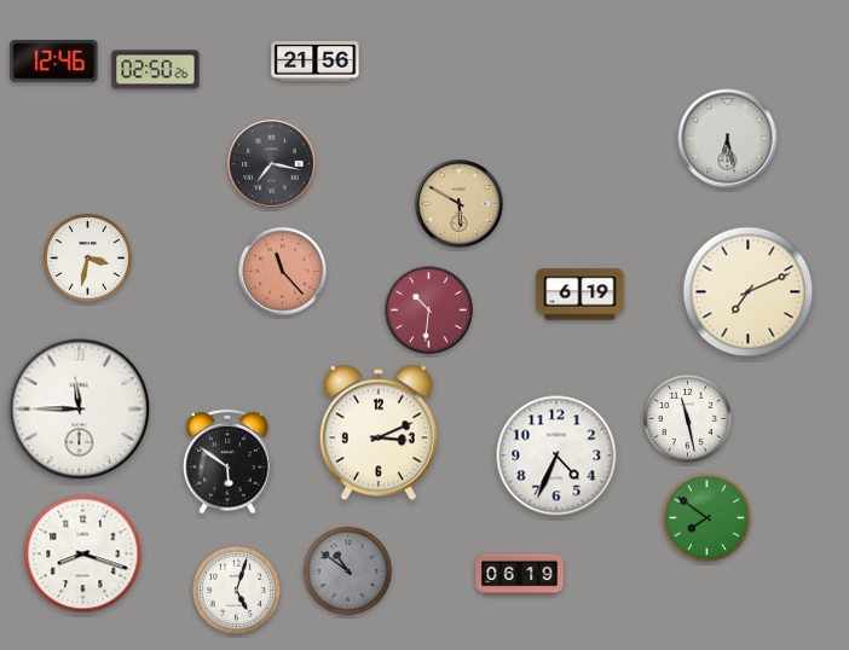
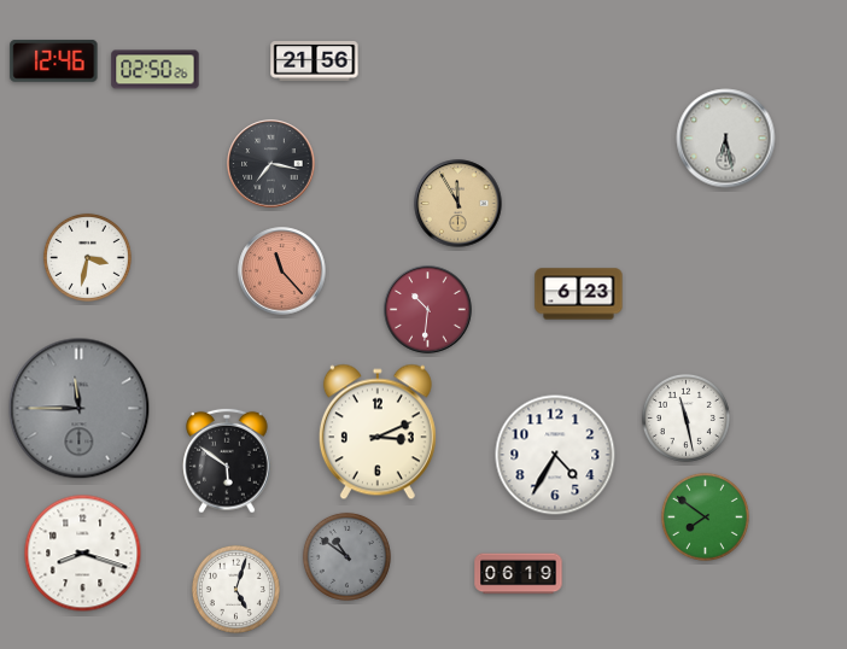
clock at (460, 204): 5:50 -> 11:55
clock at (749, 292): 7:11 -> none
clock at (581, 295): 6:19 -> 6:23
clock at (80, 410) dial: white -> grey
clock at (556, 455): 4:34 -> 4:35
clock at (347, 570) position: (347, 570) -> (346, 556)
